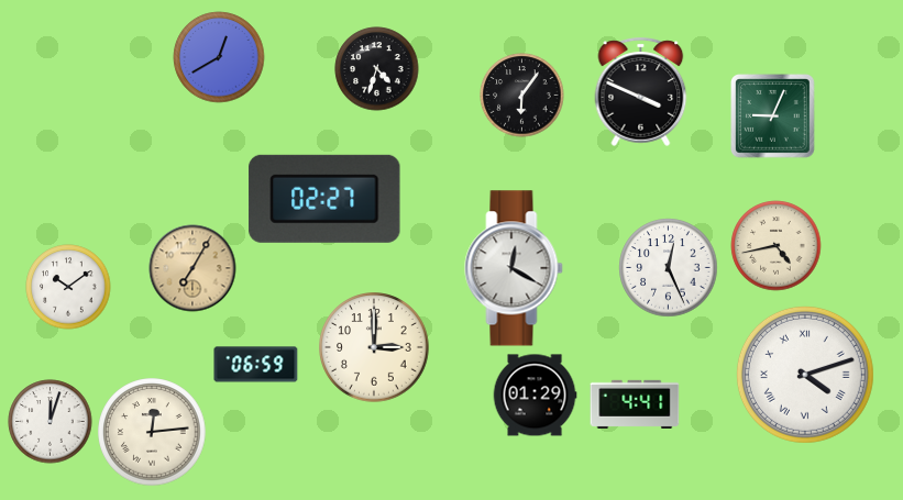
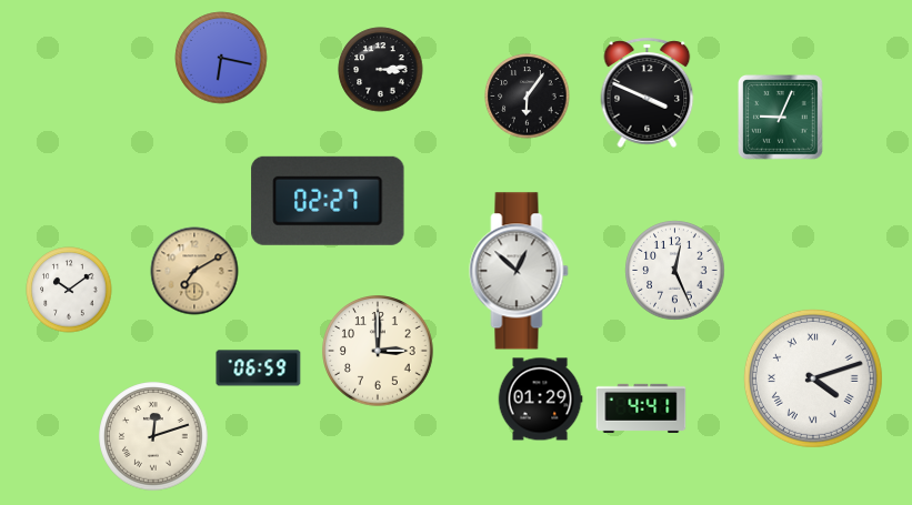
clock at (219, 57): 12:40 -> 6:17
clock at (377, 69): 4:33 -> 3:14
clock at (777, 246): 4:43 -> none
clock at (192, 268): 7:05 -> 7:10
clock at (514, 268): 12:20 -> 12:52
clock at (51, 422): 12:03 -> none
clock at (152, 432): 12:14 -> 12:12
